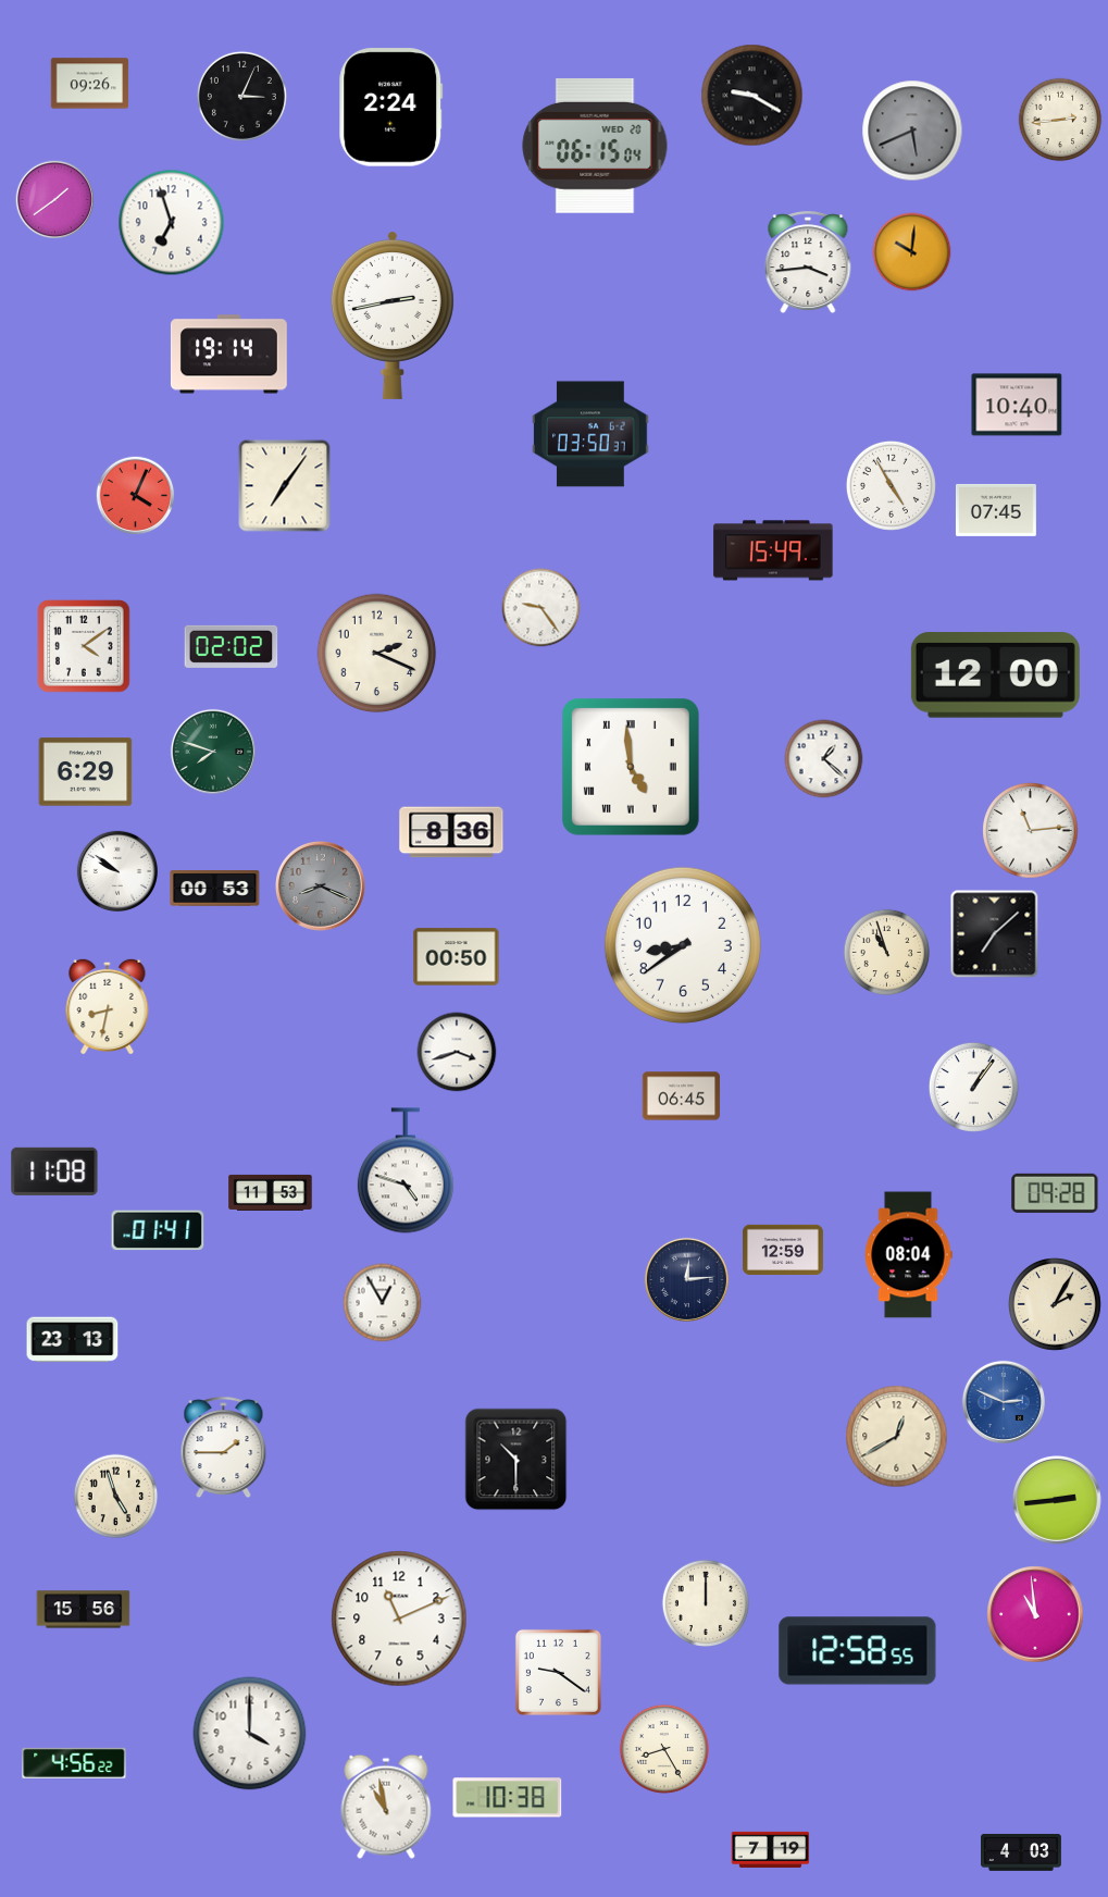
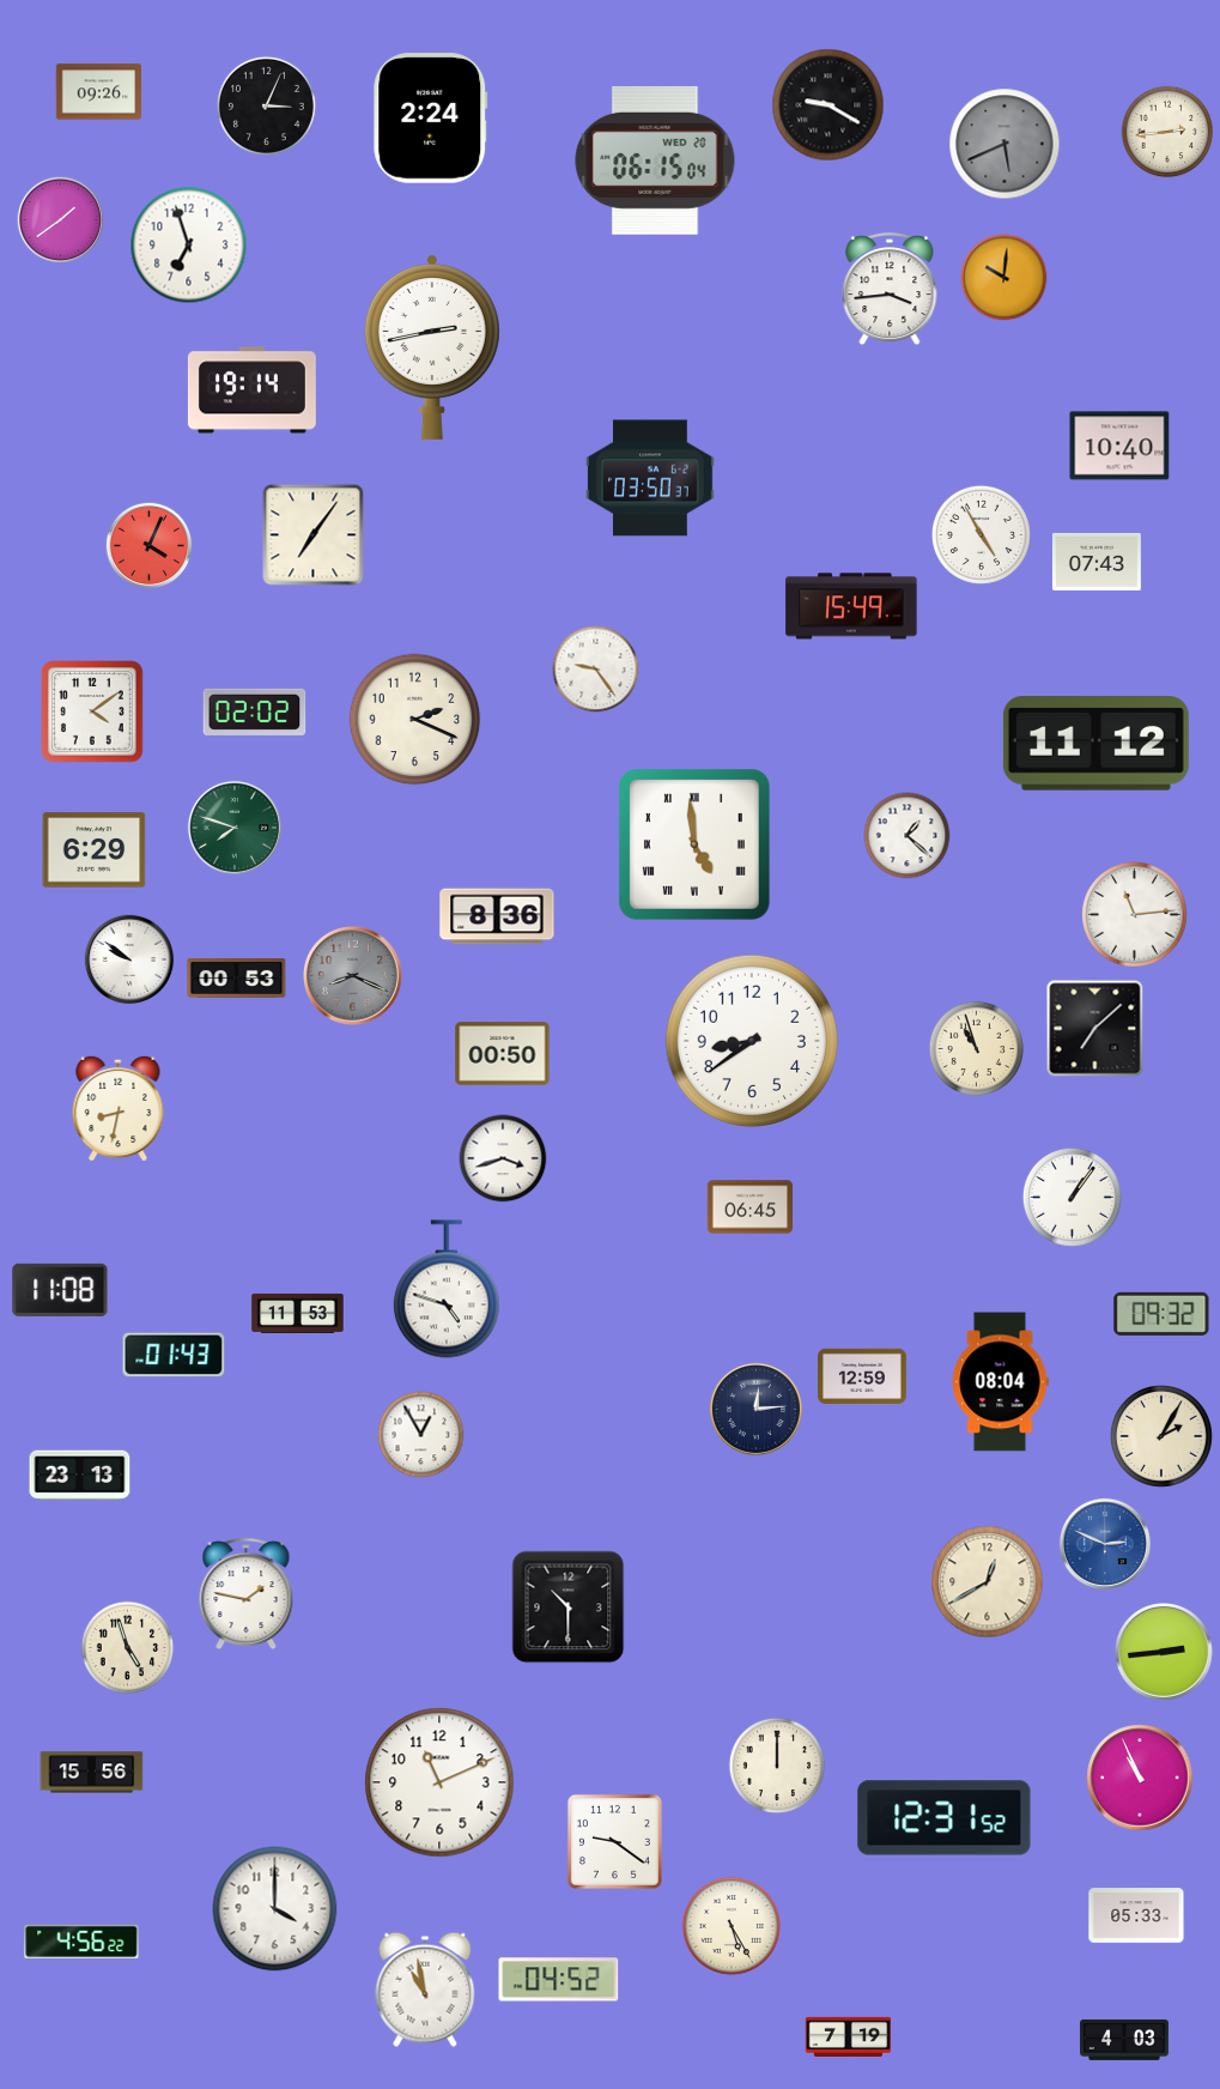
clock at (996, 510): 07:45 -> 07:43
clock at (995, 675): 12:00 -> 11:12
clock at (1055, 1193): 09:28 -> 09:32
clock at (158, 1230): 01:41 -> 01:43
clock at (224, 1448): 1:45 -> 1:47
clock at (1035, 1614): 10:59 -> 10:56
clock at (858, 1651): 12:58 -> 12:31
clock at (1136, 1915): none -> 05:33
clock at (664, 1749): 8:25 -> 5:25
clock at (508, 1798): 10:38 -> 04:52
